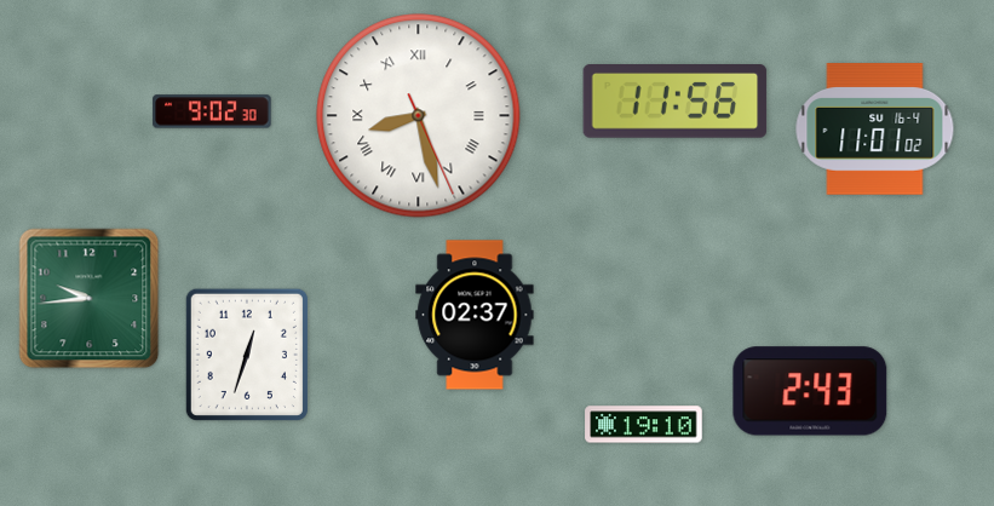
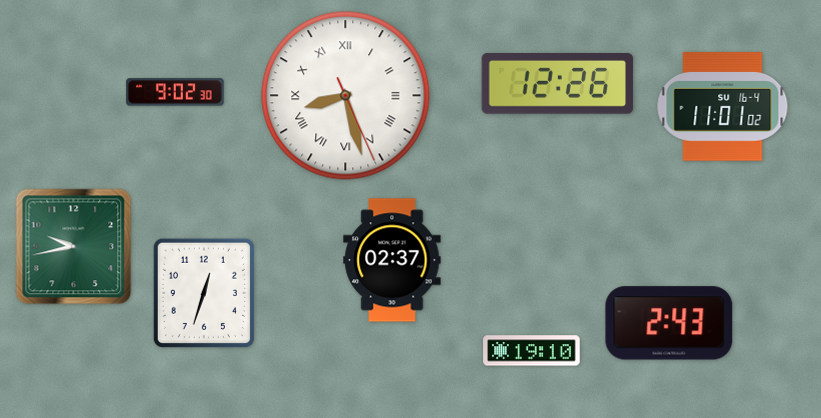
clock at (676, 102): 11:56 -> 12:26
clock at (90, 299): 9:44 -> 9:43
